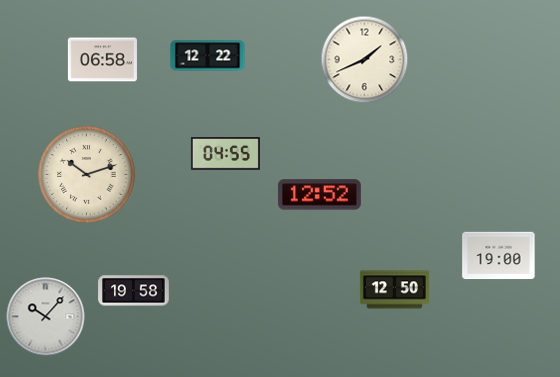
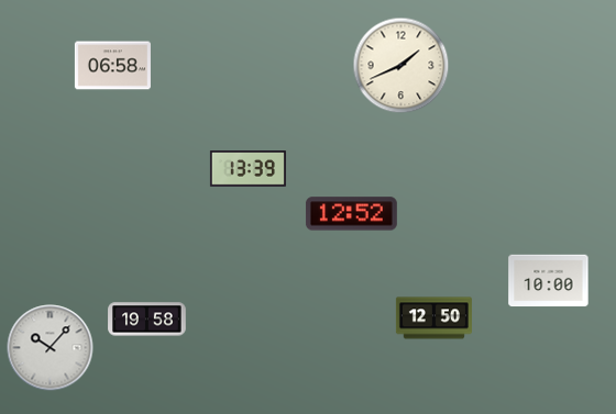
clock at (208, 56): 12:22 -> none
clock at (225, 154): 04:55 -> 13:39
clock at (87, 175): 10:12 -> none
clock at (499, 256): 19:00 -> 10:00
